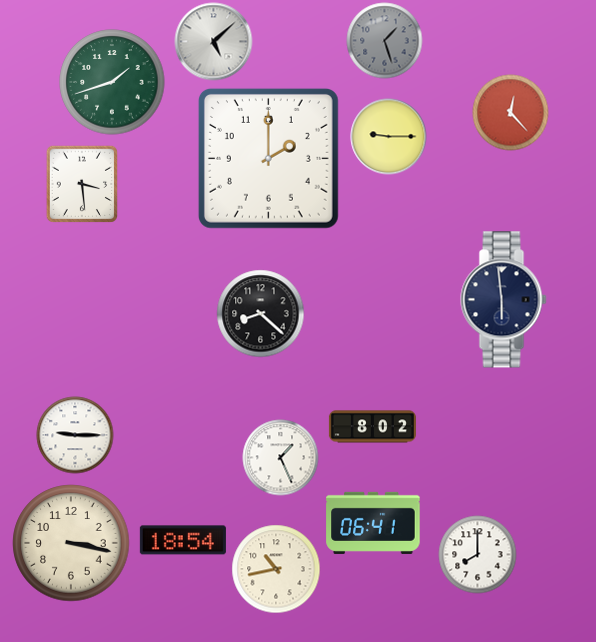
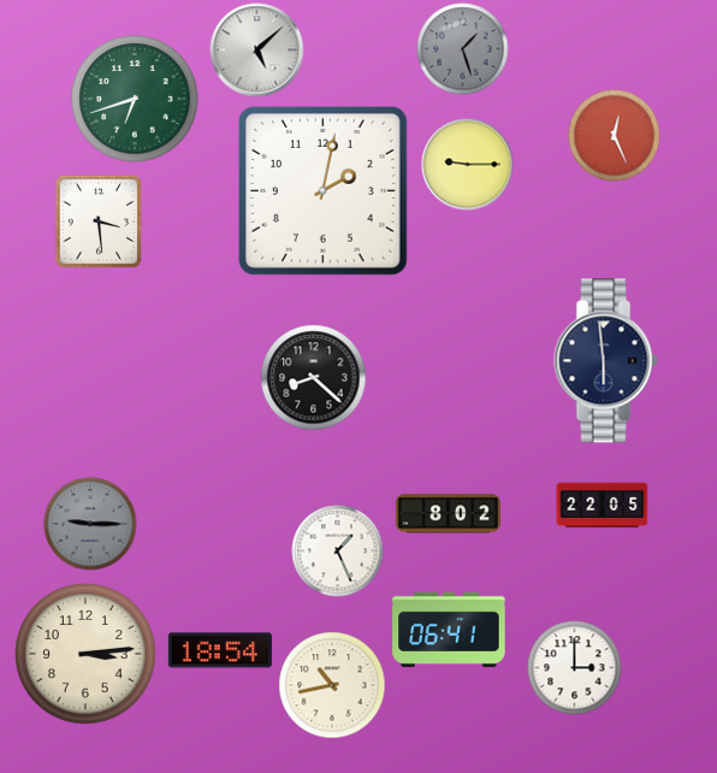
clock at (112, 82): 1:42 -> 6:42
clock at (511, 113): 12:23 -> 12:26
clock at (268, 158): 2:00 -> 2:02
clock at (603, 506): none -> 22:05
clock at (75, 435) dial: white -> grey
clock at (71, 543): 3:17 -> 3:14
clock at (478, 555): 8:00 -> 3:00
